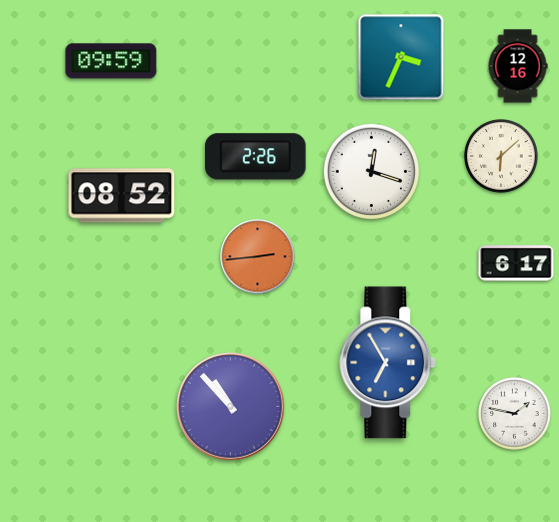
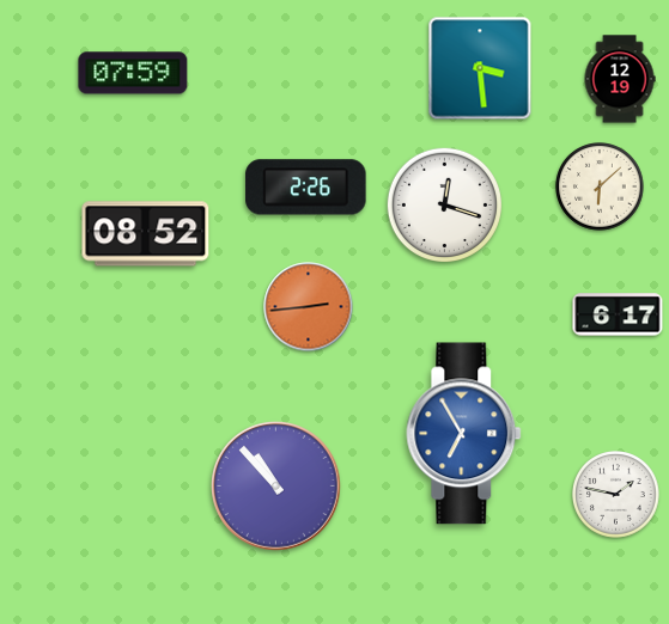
clock at (401, 57): 3:34 -> 3:29
clock at (111, 61): 09:59 -> 07:59
clock at (518, 66): 12:16 -> 12:19
